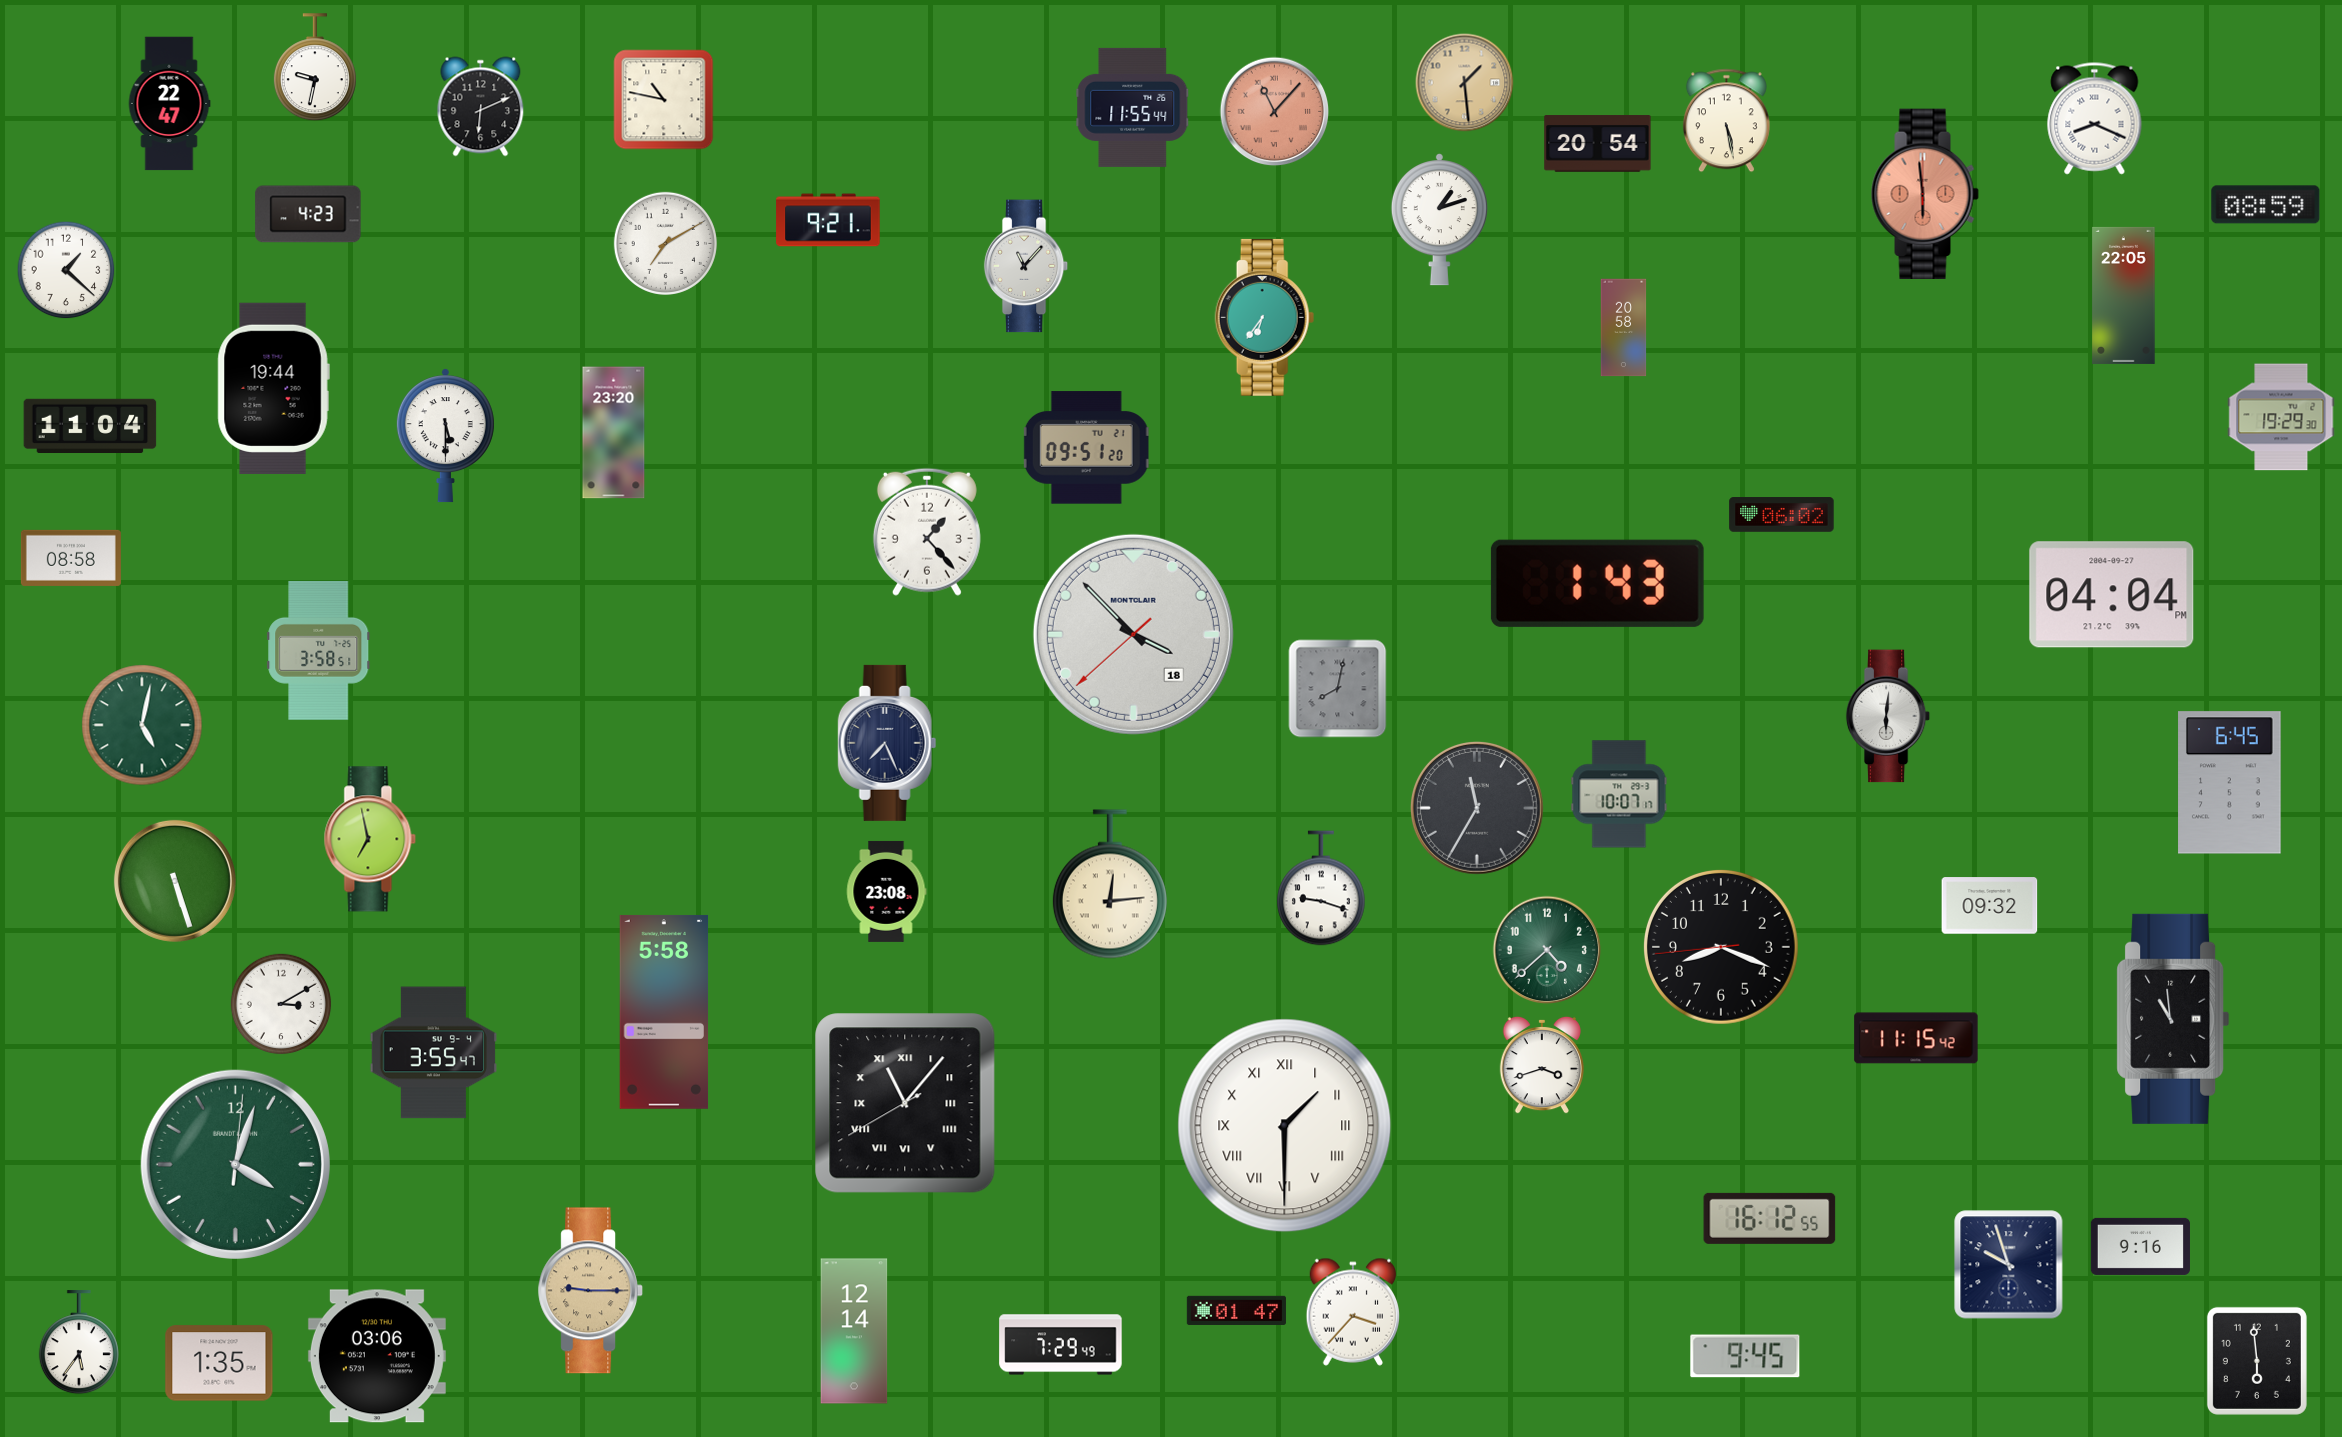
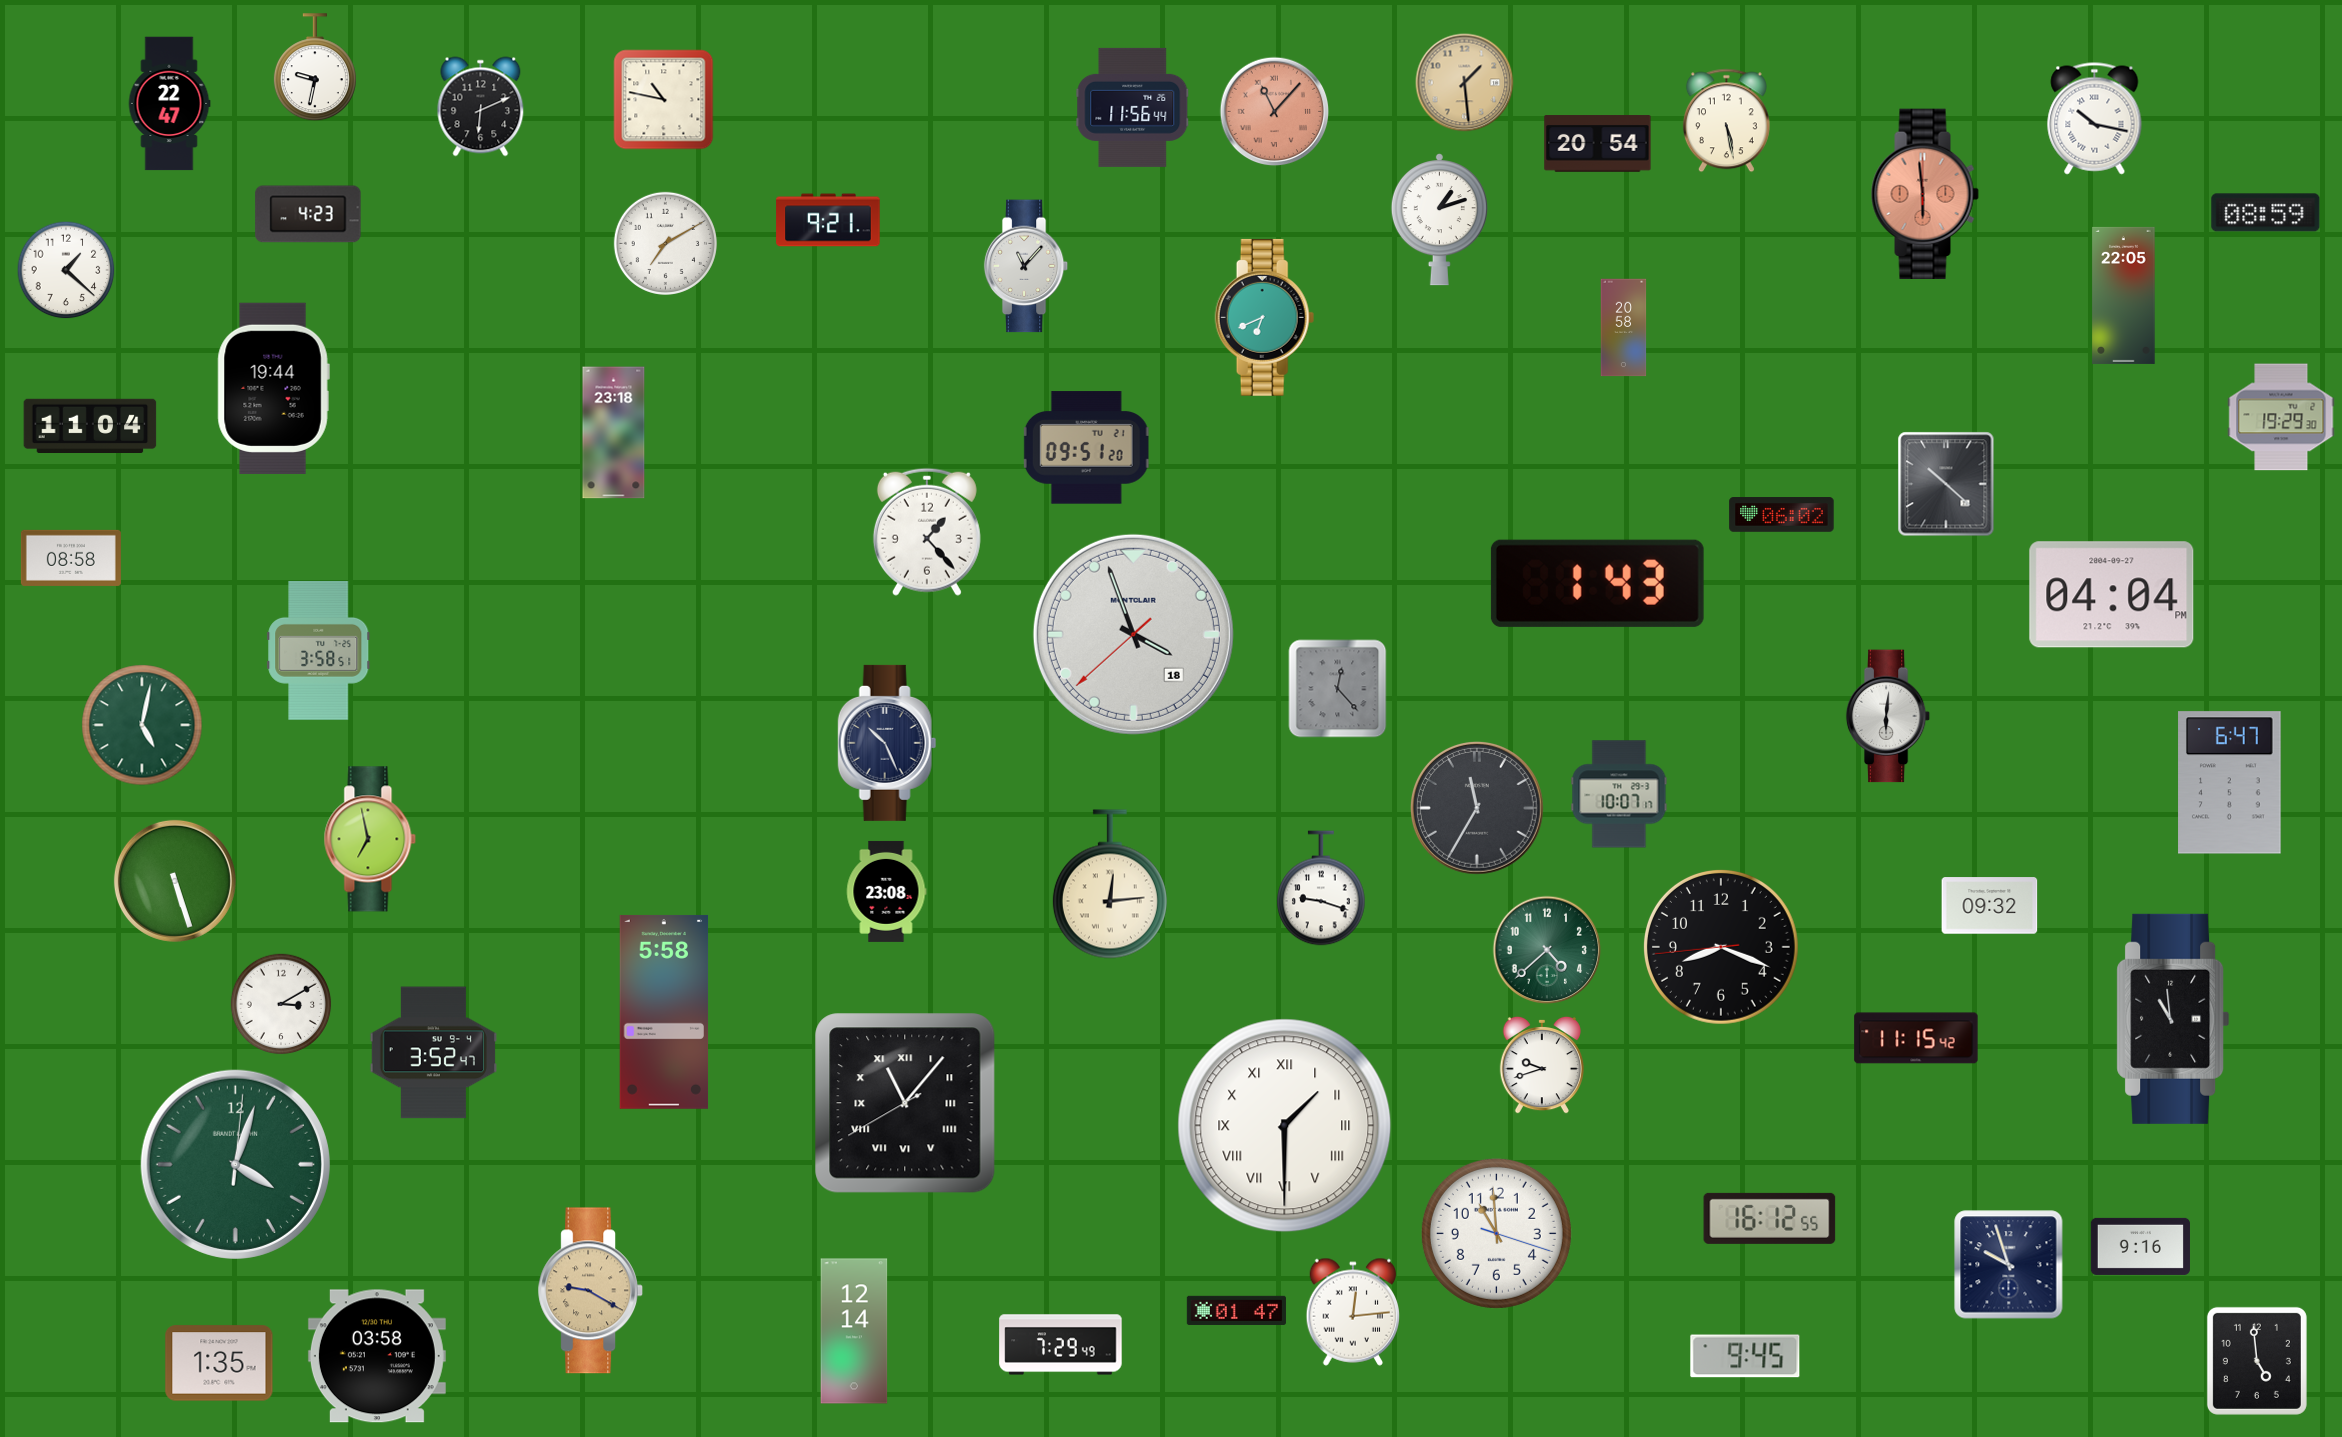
clock at (1133, 107): 11:55 -> 11:56
clock at (2095, 119): 8:19 -> 10:17
clock at (2266, 205) position: (2266, 205) -> (2266, 213)
clock at (1265, 317): 6:36 -> 6:41
clock at (614, 433): 23:20 -> 23:18
clock at (445, 436): 5:30 -> none
clock at (1946, 484): none -> 10:22
clock at (1133, 634): 3:52 -> 3:56
clock at (1338, 689): 8:02 -> 12:23
clock at (887, 743): 7:26 -> 10:26
clock at (2230, 783): 6:45 -> 6:47
clock at (433, 1053): 3:55 -> 3:52
clock at (1542, 1065): 3:42 -> 9:42
clock at (1496, 1233): none -> 10:59
clock at (591, 1291): 9:15 -> 9:20
clock at (1353, 1312): 3:37 -> 12:14
clock at (79, 1343): 5:36 -> none
clock at (377, 1356): 03:06 -> 03:58
clock at (2257, 1361): 5:59 -> 4:59
